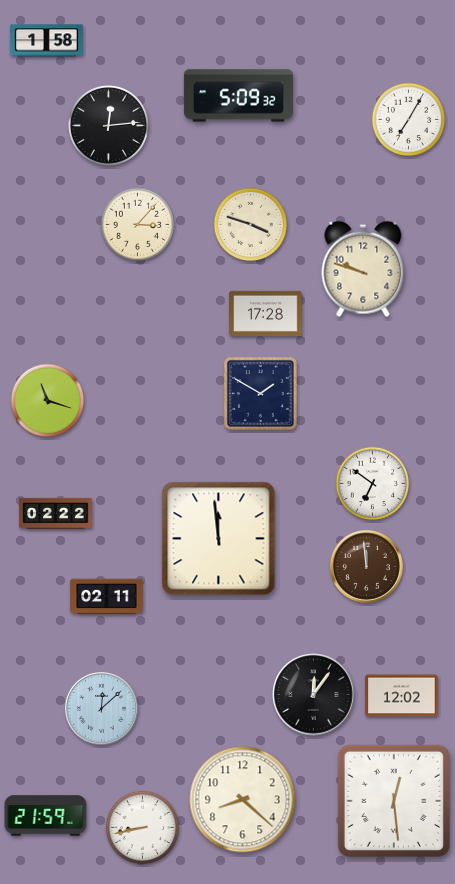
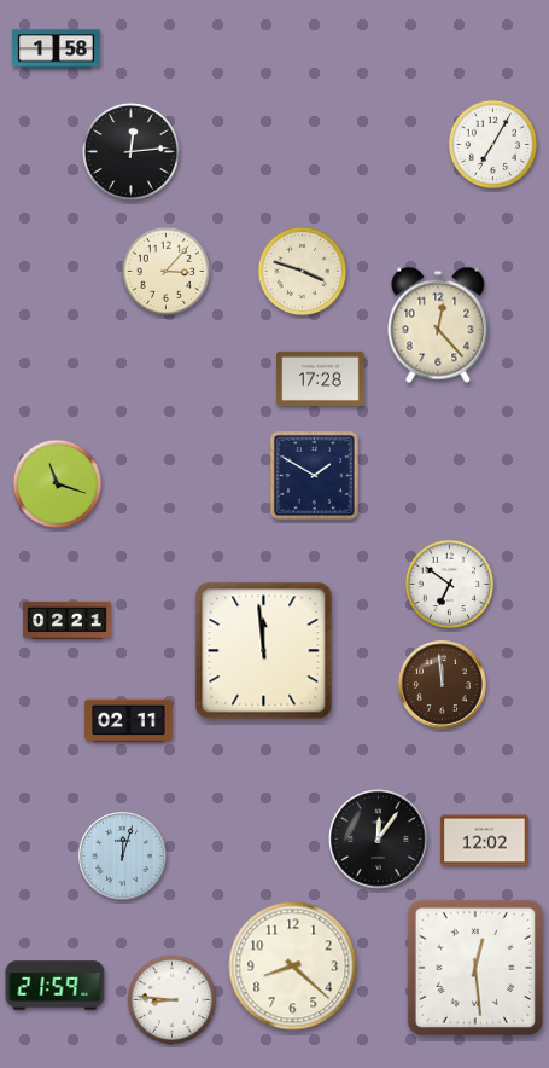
clock at (238, 96): 5:09 -> none
clock at (363, 269): 9:48 -> 12:23
clock at (56, 513): 02:22 -> 02:21
clock at (102, 709): 12:08 -> 12:03
clock at (143, 828): 8:43 -> 8:46
